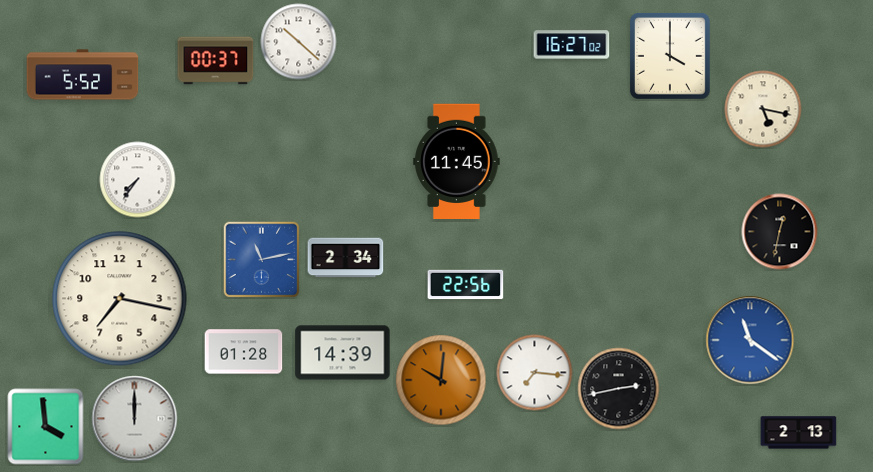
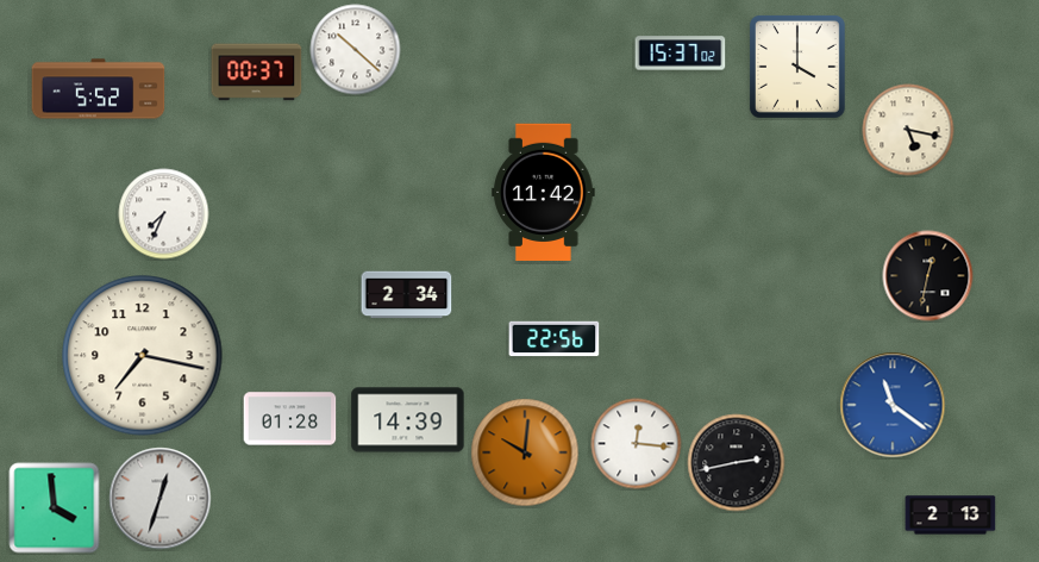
clock at (572, 45): 16:27 -> 15:37
clock at (457, 161): 11:45 -> 11:42
clock at (138, 180): 7:36 -> 7:34
clock at (346, 258) position: (346, 258) -> (407, 295)
clock at (261, 259): 11:13 -> none
clock at (535, 373): 7:16 -> 12:16
clock at (135, 419): 12:00 -> 12:33
